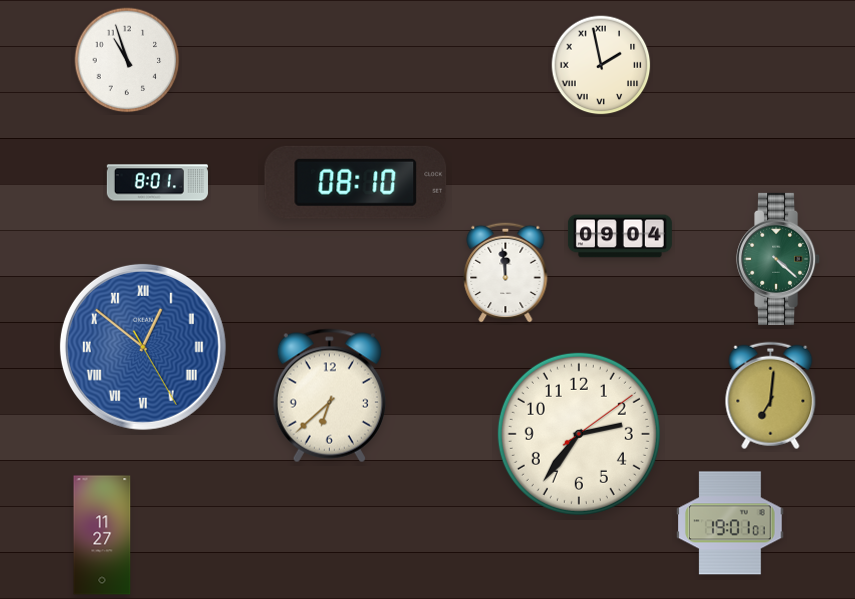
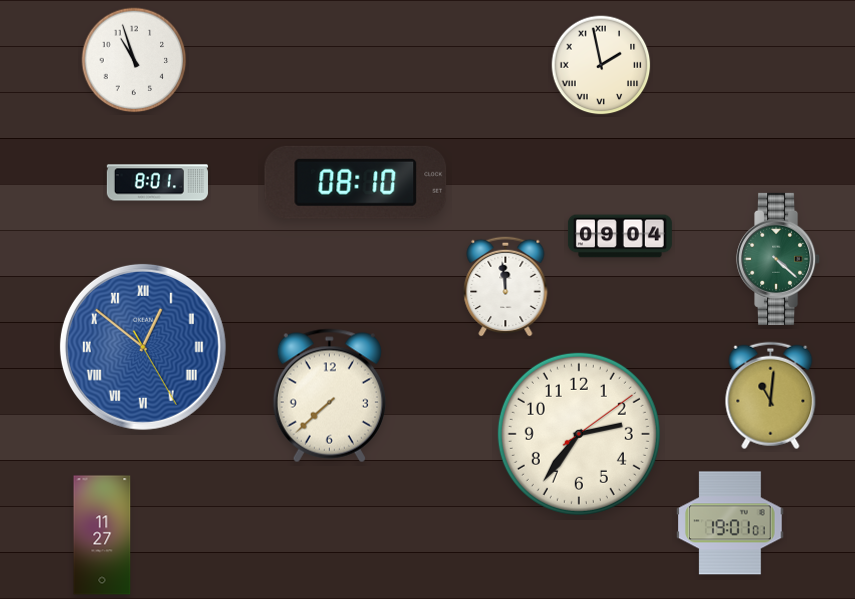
clock at (127, 60) position: (127, 60) -> (134, 60)
clock at (506, 272) position: (506, 272) -> (506, 286)
clock at (329, 396): 6:38 -> 7:38
clock at (771, 396): 7:01 -> 11:01
